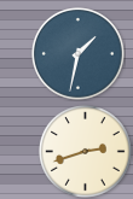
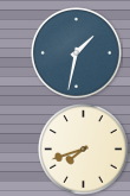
clock at (86, 152): 2:42 -> 7:42
